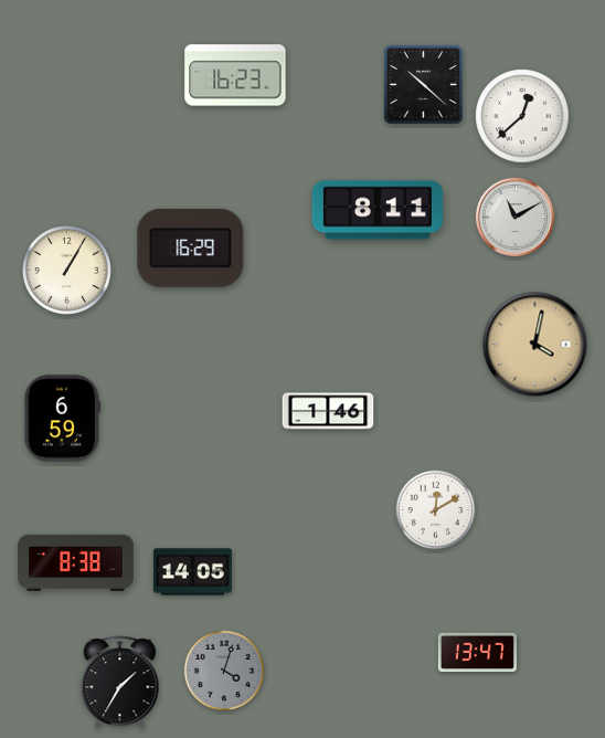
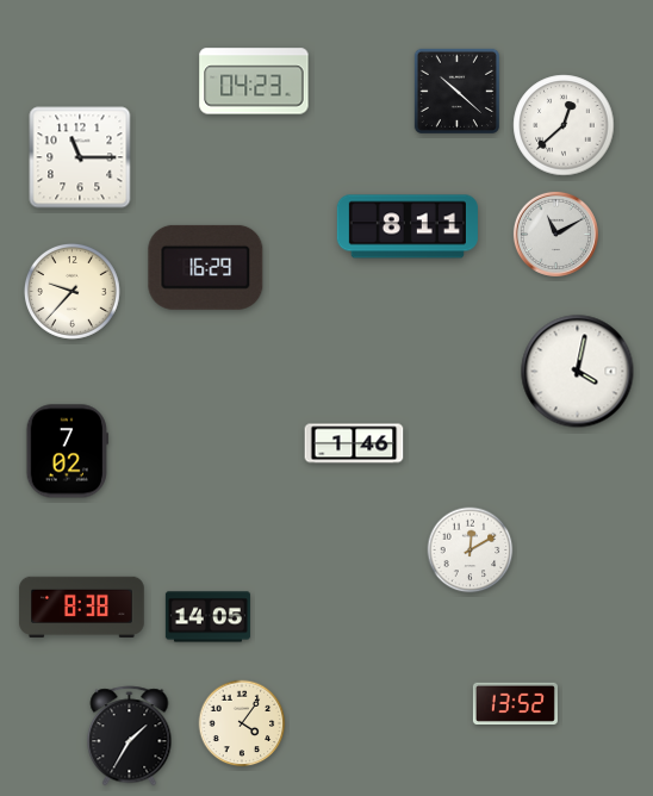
clock at (235, 75): 16:23 -> 04:23
clock at (80, 157): none -> 11:15
clock at (66, 270): 1:05 -> 9:37
clock at (535, 345) dial: champagne -> white
clock at (62, 419): 6:59 -> 7:02
clock at (477, 652): 13:47 -> 13:52
clock at (224, 671): 4:03 -> 4:06
clock at (224, 671) dial: grey -> cream
